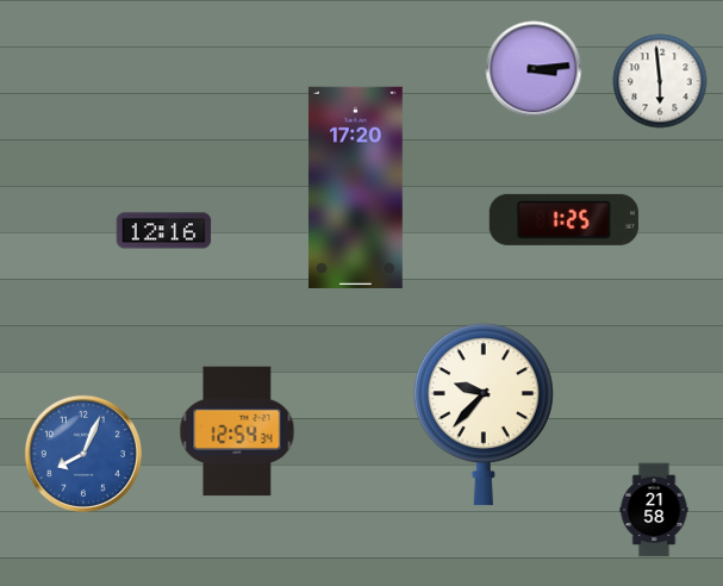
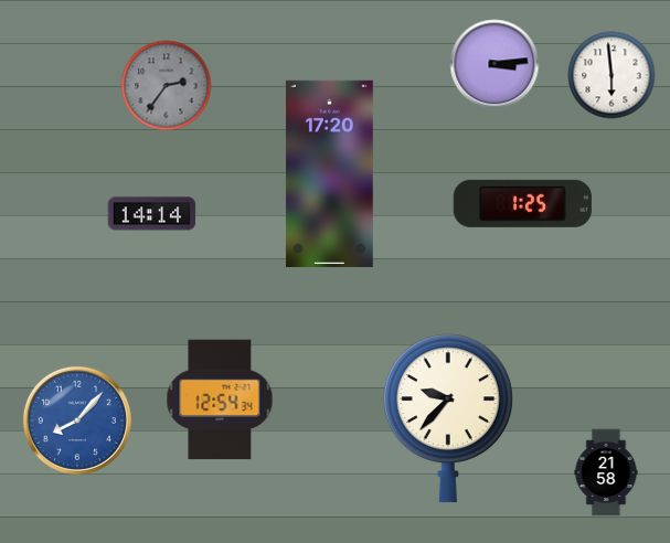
clock at (167, 86): none -> 2:36
clock at (164, 231): 12:16 -> 14:14
clock at (484, 414) position: (484, 414) -> (448, 418)
clock at (83, 454): 8:04 -> 8:07
